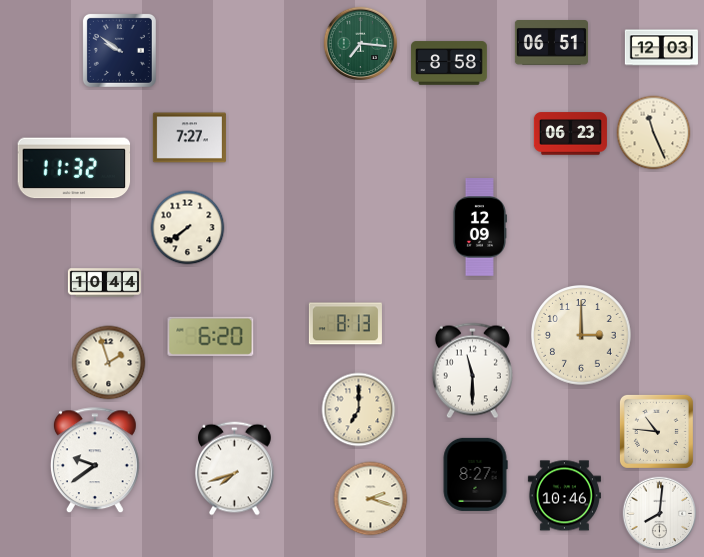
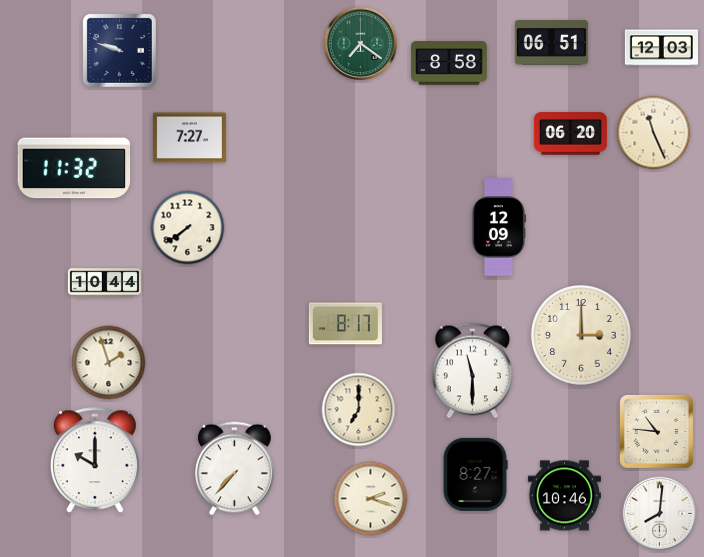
clock at (361, 44): 7:16 -> 7:21
clock at (119, 50): 9:51 -> 9:48
clock at (570, 134): 06:23 -> 06:20
clock at (479, 227) position: (479, 227) -> (498, 227)
clock at (345, 324): 8:13 -> 8:17
clock at (211, 336): 6:20 -> none
clock at (95, 461): 9:39 -> 10:00
clock at (235, 469): 7:42 -> 7:37
